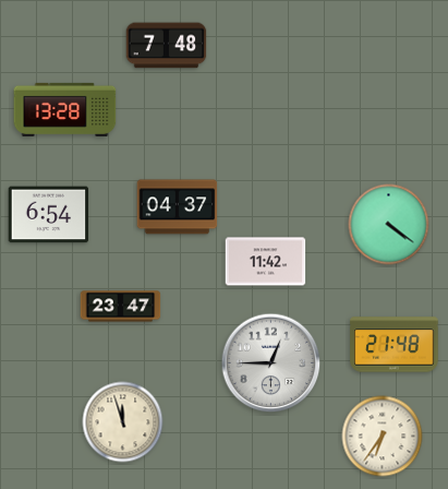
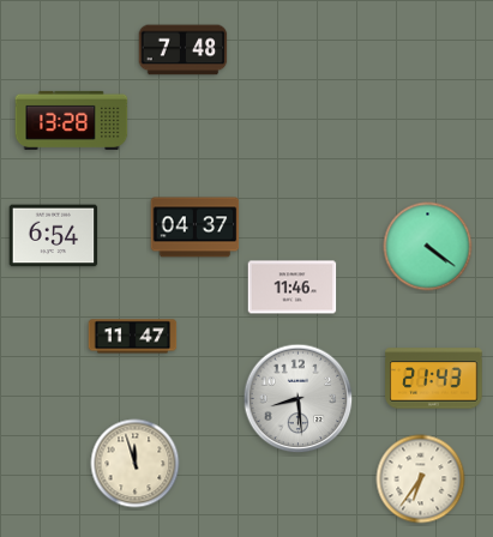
clock at (266, 262): 11:42 -> 11:46
clock at (121, 307): 23:47 -> 11:47
clock at (395, 345): 21:48 -> 21:43
clock at (271, 363): 12:45 -> 8:29
